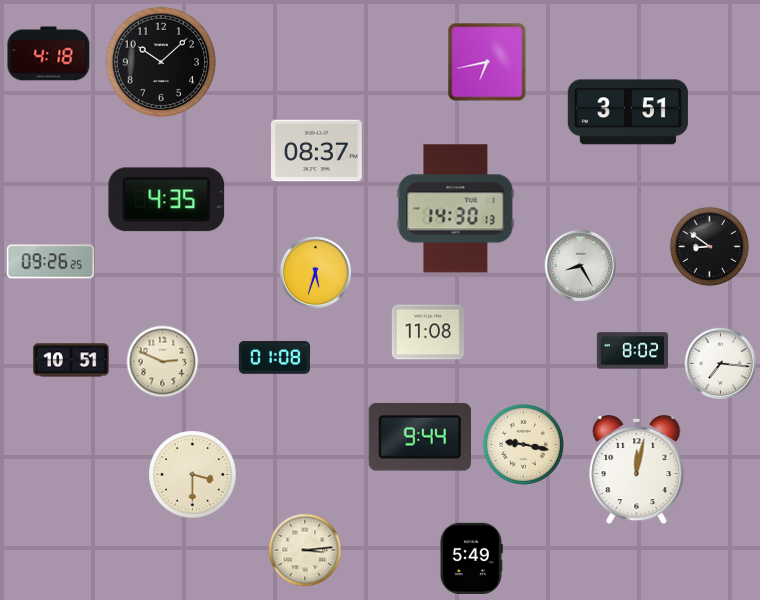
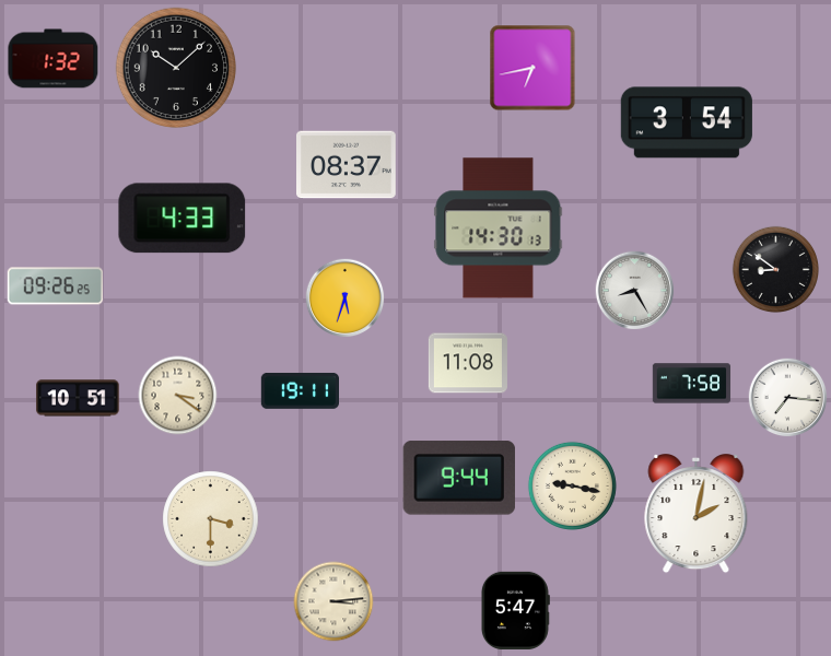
clock at (49, 54): 4:18 -> 1:32
clock at (628, 112): 3:51 -> 3:54
clock at (167, 200): 4:35 -> 4:33
clock at (633, 351): 8:02 -> 7:58
clock at (274, 358): 01:08 -> 19:11
clock at (71, 360) position: (71, 360) -> (78, 398)
clock at (163, 362): 2:49 -> 3:21
clock at (637, 471): 12:02 -> 2:02
clock at (471, 558): 5:49 -> 5:47
